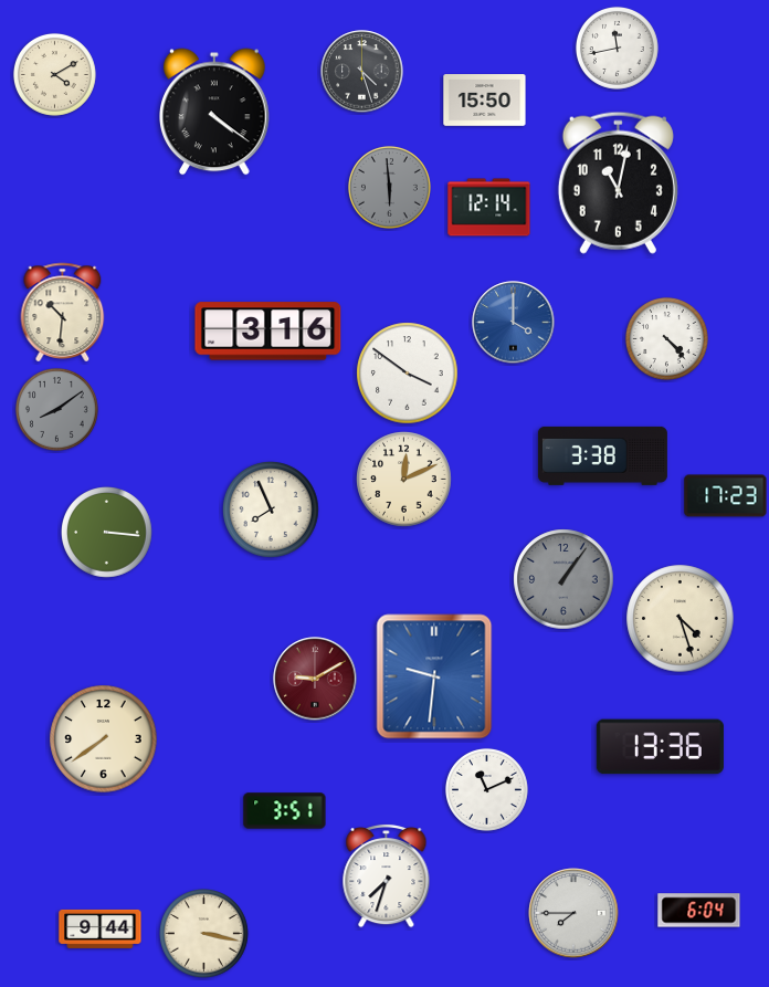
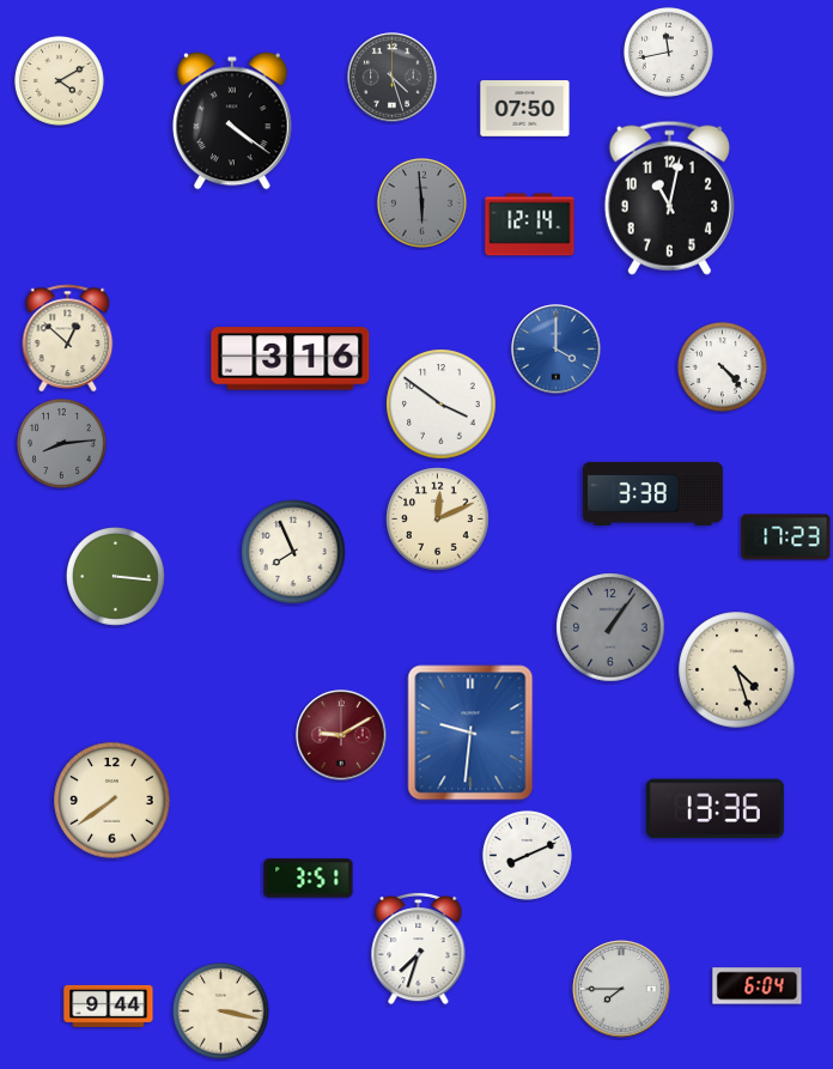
clock at (485, 101): 15:50 -> 07:50
clock at (63, 312): 10:31 -> 12:52
clock at (56, 409): 8:09 -> 8:14
clock at (486, 789): 11:11 -> 8:11
